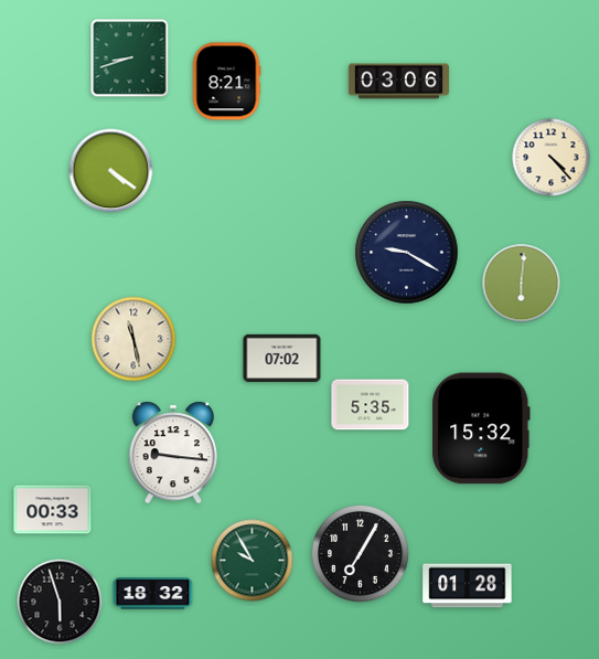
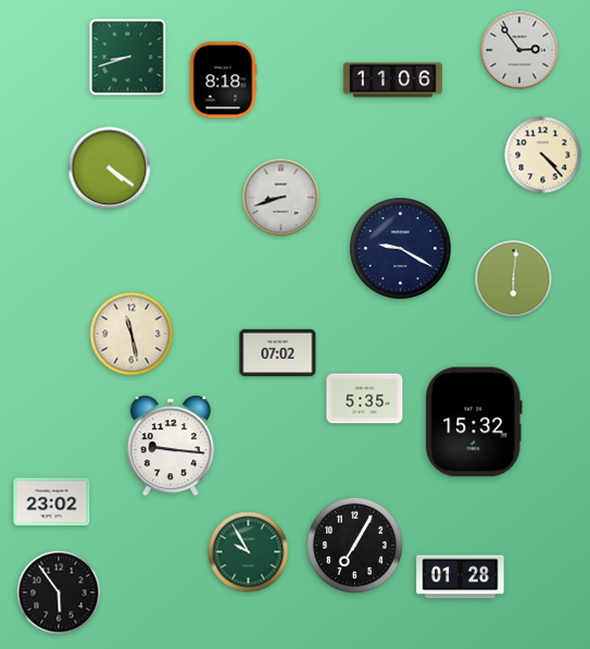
clock at (519, 50): none -> 2:54
clock at (226, 82): 8:21 -> 8:18
clock at (398, 82): 03:06 -> 11:06
clock at (281, 198): none -> 8:42
clock at (53, 510): 00:33 -> 23:02
clock at (153, 594): 18:32 -> none
clock at (60, 602): 5:57 -> 5:54
